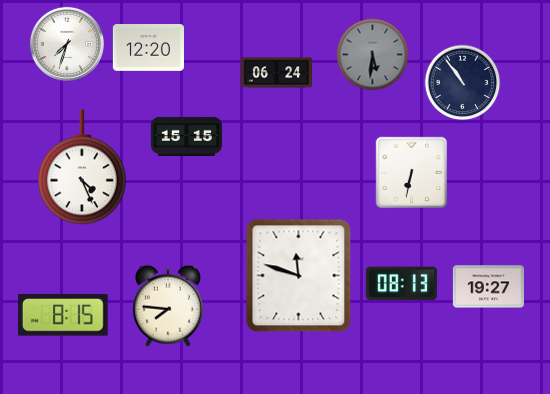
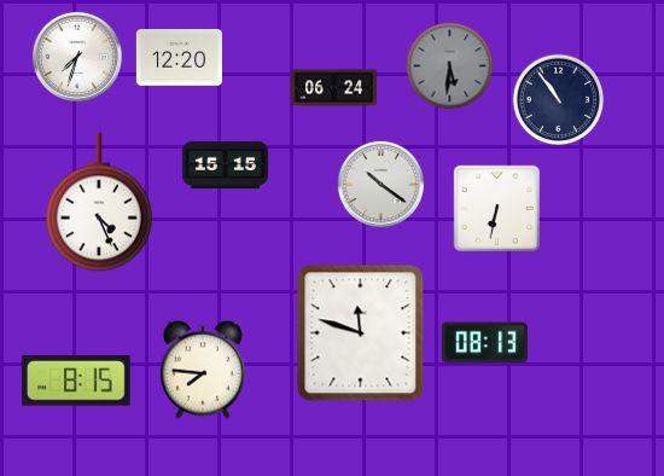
clock at (67, 44) position: (67, 44) -> (77, 57)
clock at (380, 184): none -> 10:21
clock at (488, 287): 19:27 -> none
